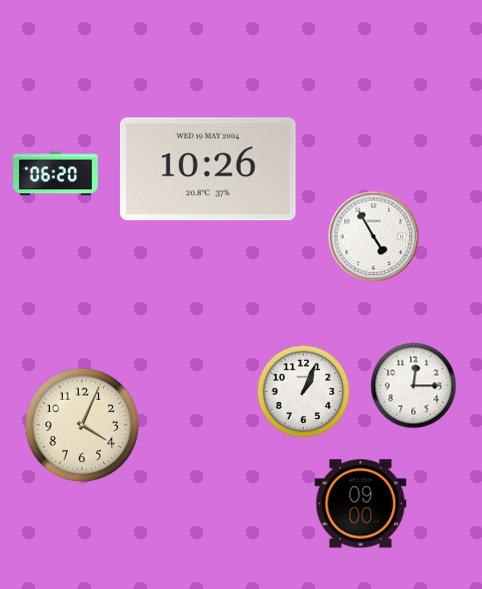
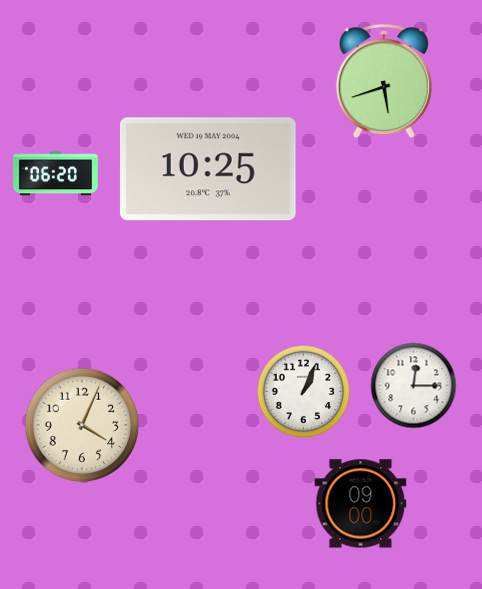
clock at (384, 81): none -> 5:42
clock at (208, 169): 10:26 -> 10:25
clock at (374, 237): 4:55 -> none
